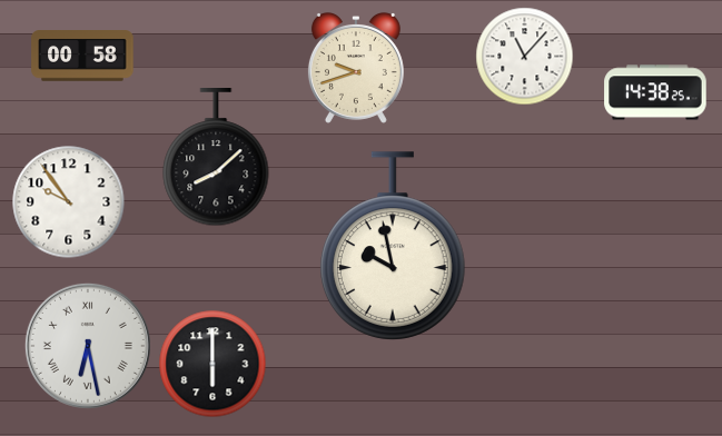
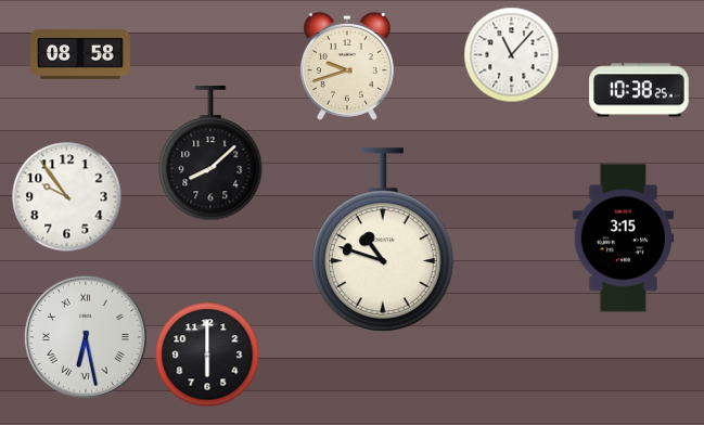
clock at (82, 56): 00:58 -> 08:58
clock at (655, 92): 14:38 -> 10:38
clock at (623, 239): none -> 3:15
clock at (393, 246): 9:58 -> 10:48
